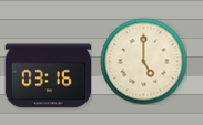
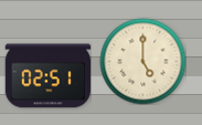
clock at (48, 76): 03:16 -> 02:51
